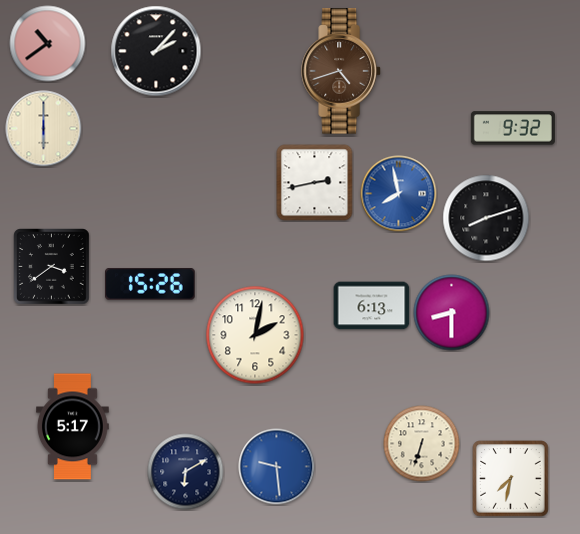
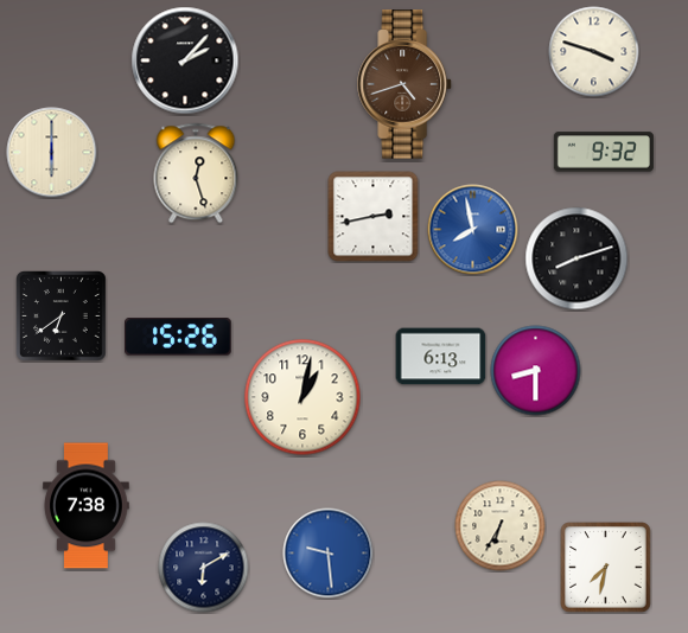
clock at (48, 44): 10:39 -> none
clock at (594, 52): none -> 3:48
clock at (513, 128) position: (513, 128) -> (604, 152)
clock at (196, 173): none -> 12:27
clock at (52, 267): 3:39 -> 6:39
clock at (372, 306) position: (372, 306) -> (441, 357)
clock at (255, 335): 2:02 -> 1:02
clock at (73, 427): 5:17 -> 7:38
clock at (422, 444): 6:33 -> 6:35
clock at (186, 472) position: (186, 472) -> (204, 568)
